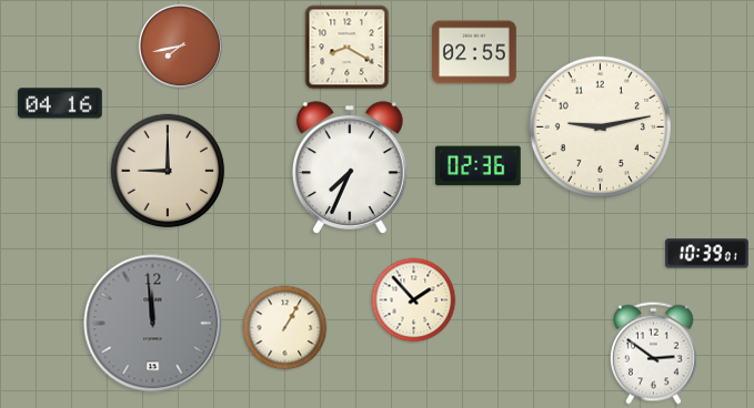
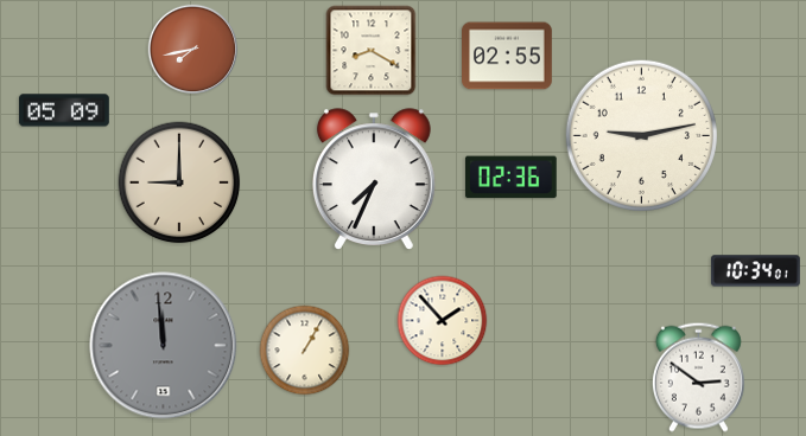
clock at (61, 103): 04:16 -> 05:09
clock at (706, 254): 10:39 -> 10:34
